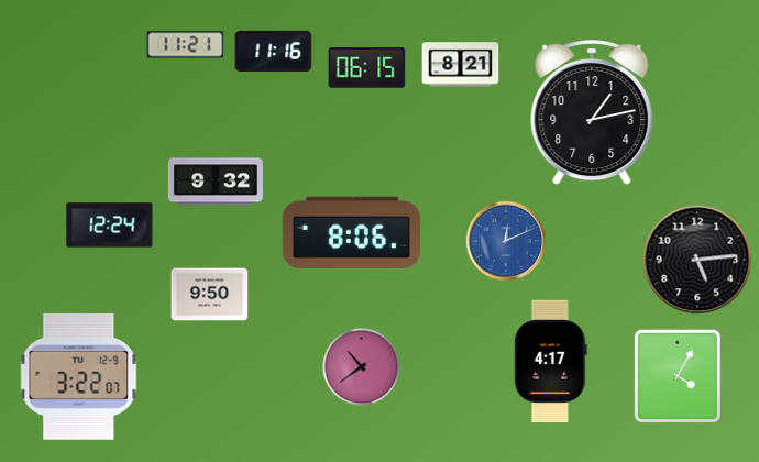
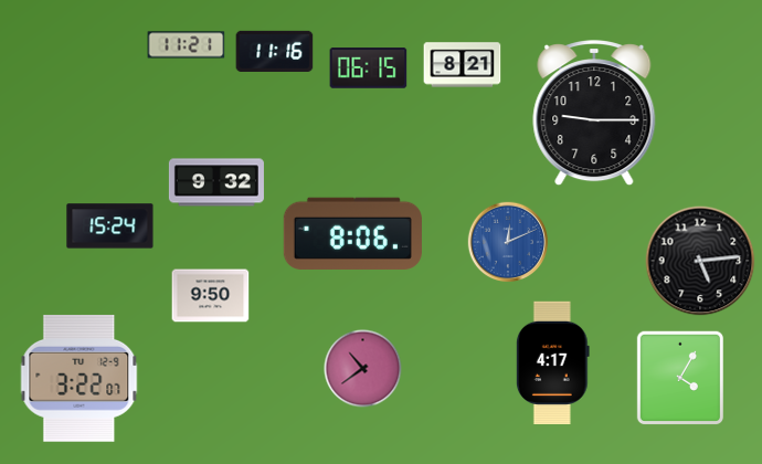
clock at (592, 113): 1:13 -> 9:15
clock at (110, 226): 12:24 -> 15:24
